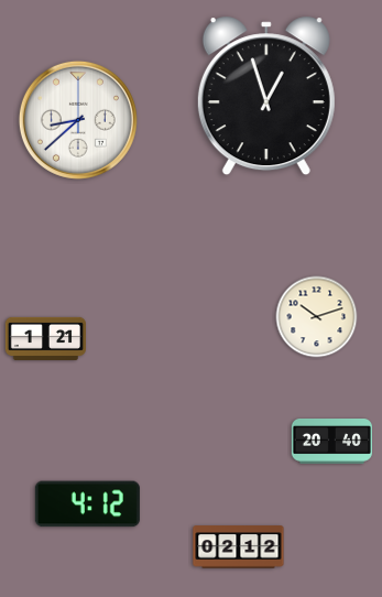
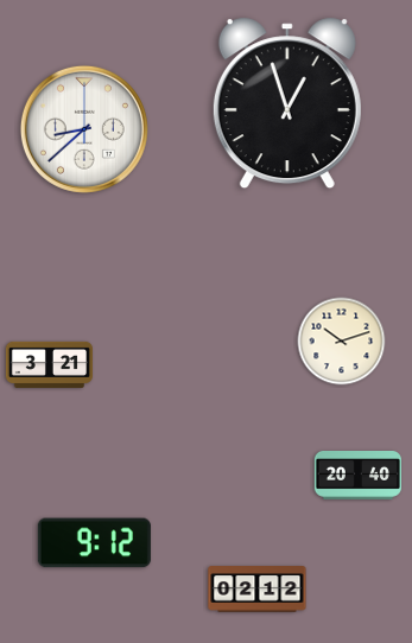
clock at (45, 338): 1:21 -> 3:21
clock at (87, 504): 4:12 -> 9:12
